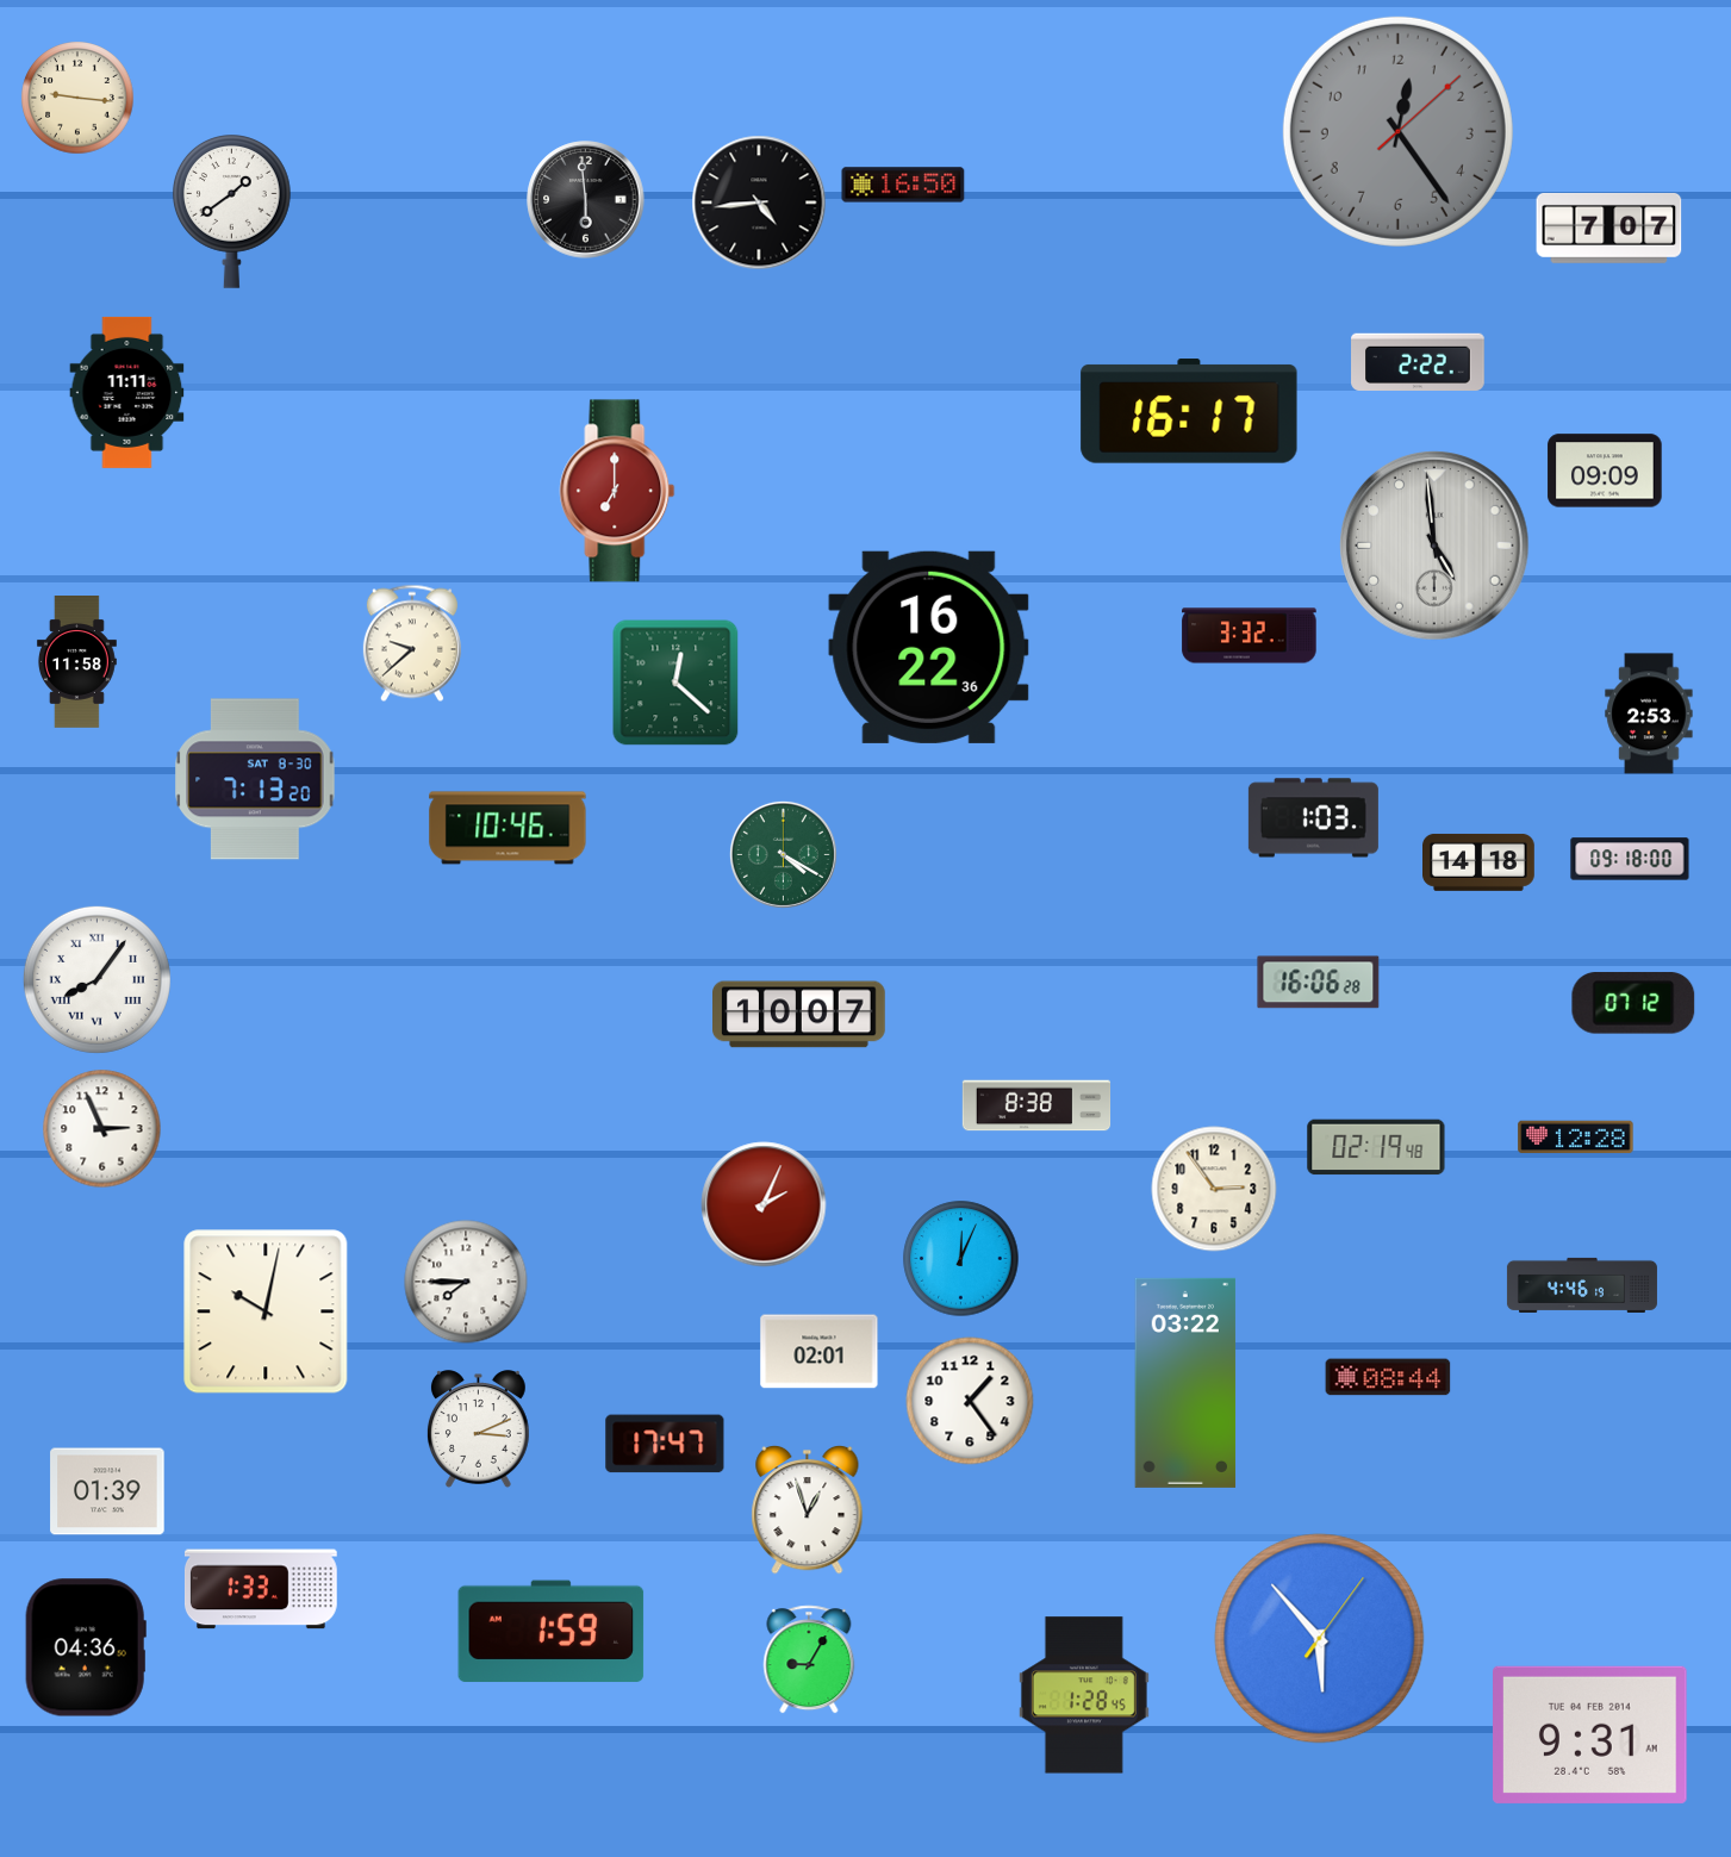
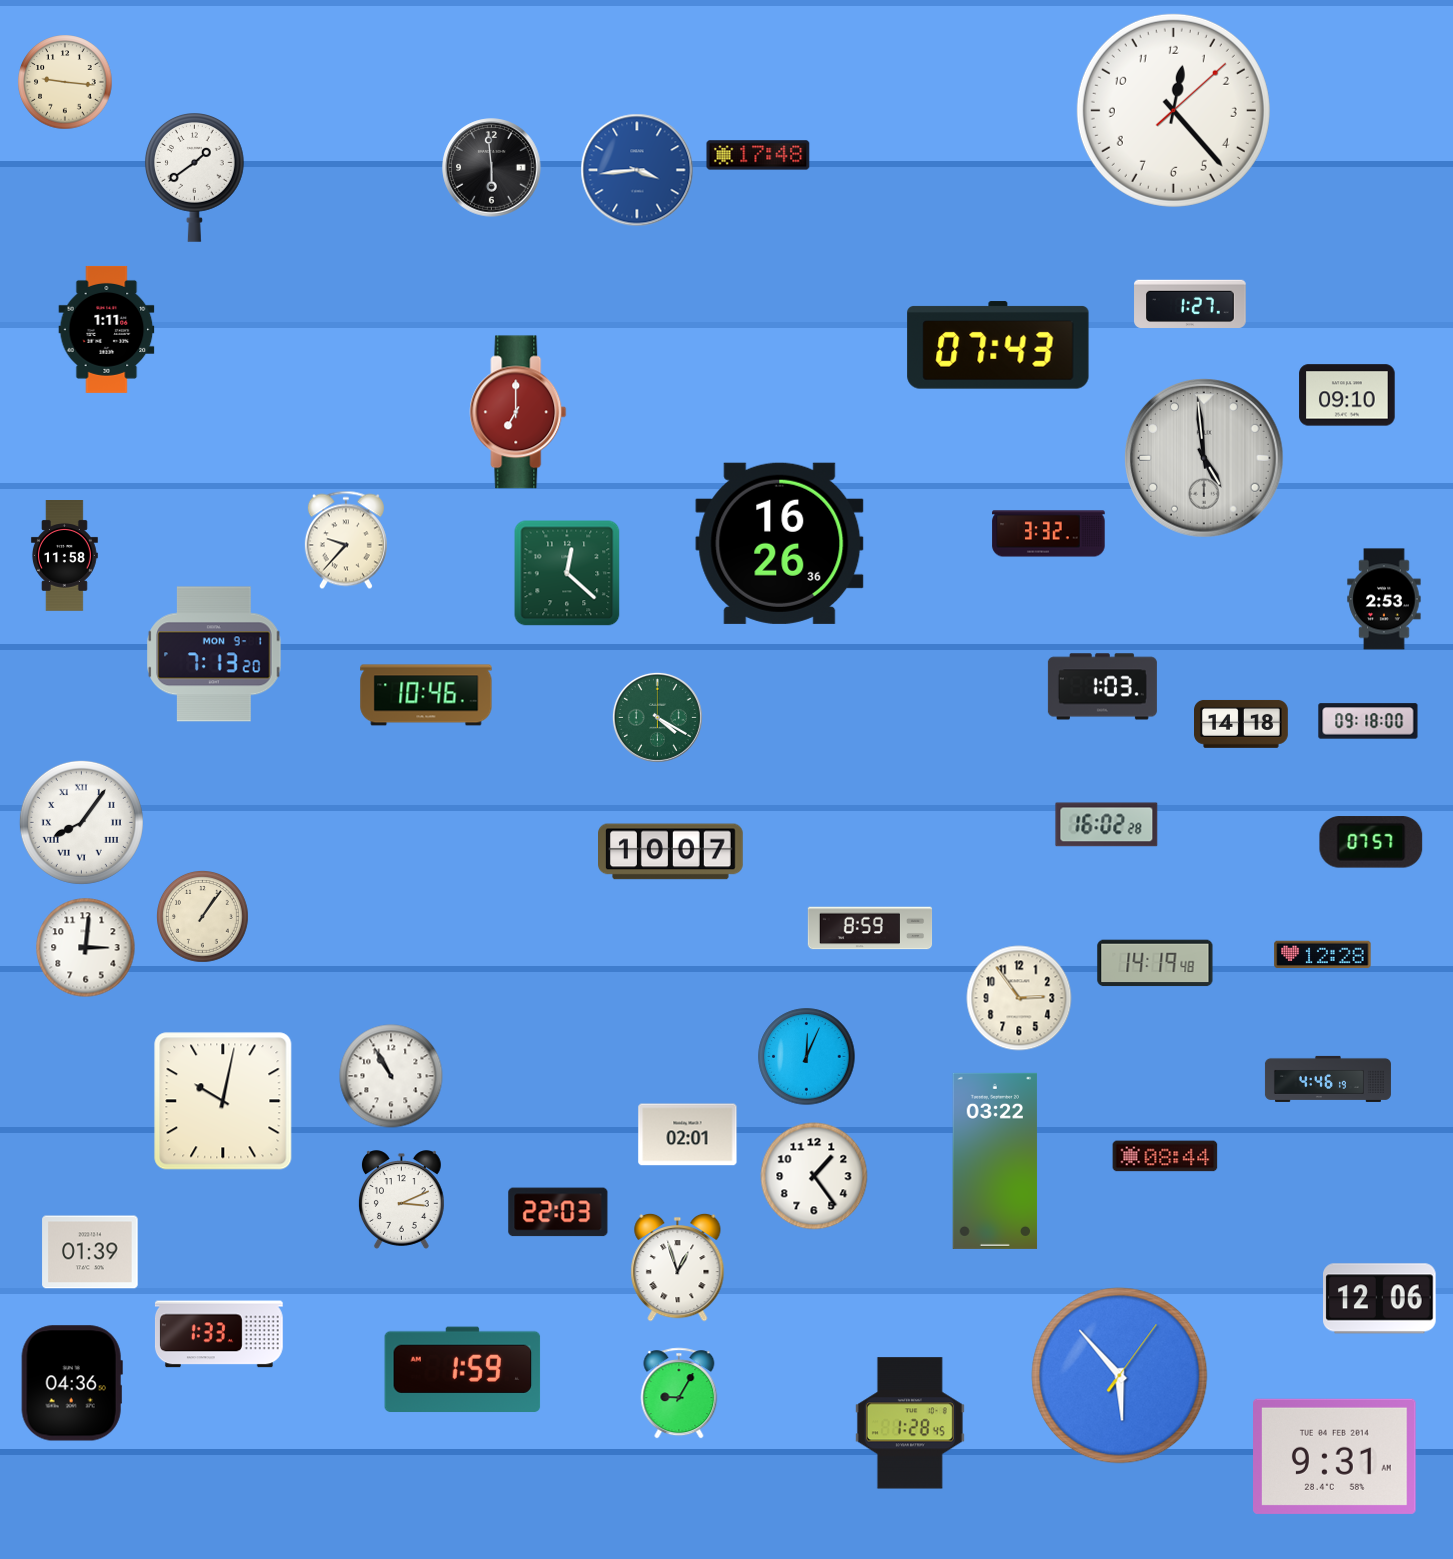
clock at (1397, 131): 12:24 -> 12:23
clock at (1397, 131) dial: grey -> white
clock at (903, 185): 16:50 -> 17:48
clock at (759, 202): 4:44 -> 3:44
clock at (759, 202) dial: black -> blue
clock at (1609, 229): 7:07 -> none
clock at (1418, 361): 2:22 -> 1:27
clock at (127, 392): 11:11 -> 1:11
clock at (1189, 411): 16:17 -> 07:43
clock at (1605, 471): 09:09 -> 09:10
clock at (412, 643): 9:38 -> 9:37
clock at (929, 647): 16:22 -> 16:26
clock at (255, 779) date: SAT 8-30 -> MON 9-1
clock at (1319, 983): 16:06 -> 16:02
clock at (1633, 1003): 07:12 -> 07:57
clock at (203, 917): none -> 1:06
clock at (1036, 1105): 8:38 -> 8:59
clock at (102, 1129): 2:56 -> 3:01
clock at (1376, 1147): 02:19 -> 14:19
clock at (764, 1204): 2:04 -> none
clock at (466, 1282): 7:45 -> 10:55
clock at (665, 1444): 17:47 -> 22:03
clock at (1380, 1299): none -> 12:06
clock at (1320, 1639) position: (1320, 1639) -> (1120, 1376)
